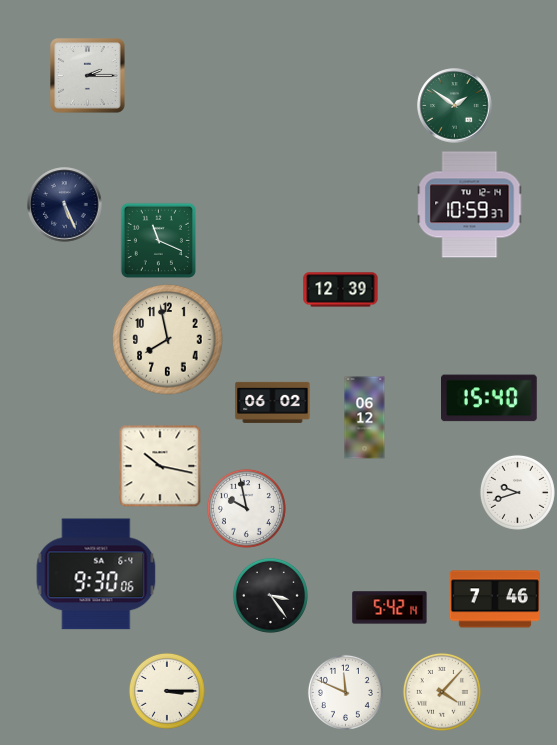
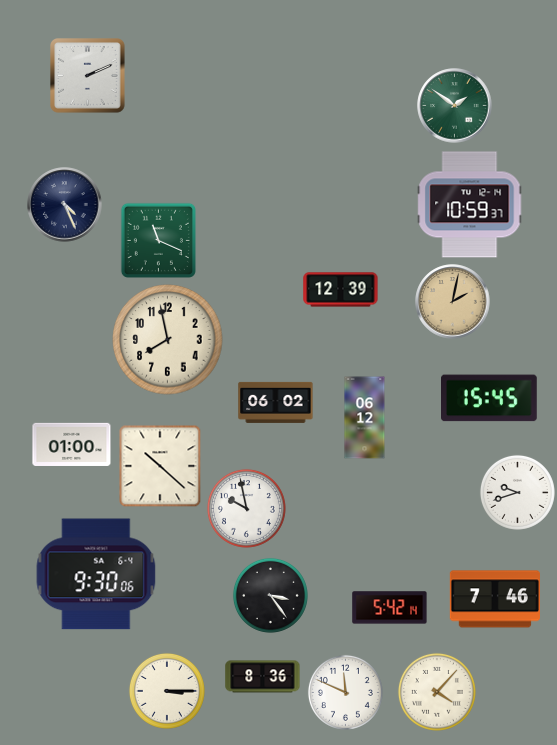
clock at (88, 76): 2:15 -> 2:11
clock at (65, 205): 5:26 -> 4:26
clock at (453, 302): none -> 2:02
clock at (490, 398): 15:40 -> 15:45
clock at (273, 402) position: (273, 402) -> (276, 402)
clock at (72, 444): none -> 01:00
clock at (160, 466): 10:17 -> 10:22
clock at (263, 677): none -> 8:36
clock at (442, 692) position: (442, 692) -> (437, 692)
